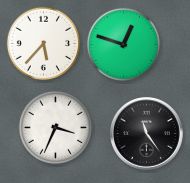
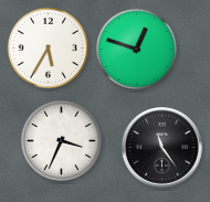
clock at (43, 43): 5:37 -> 5:35
